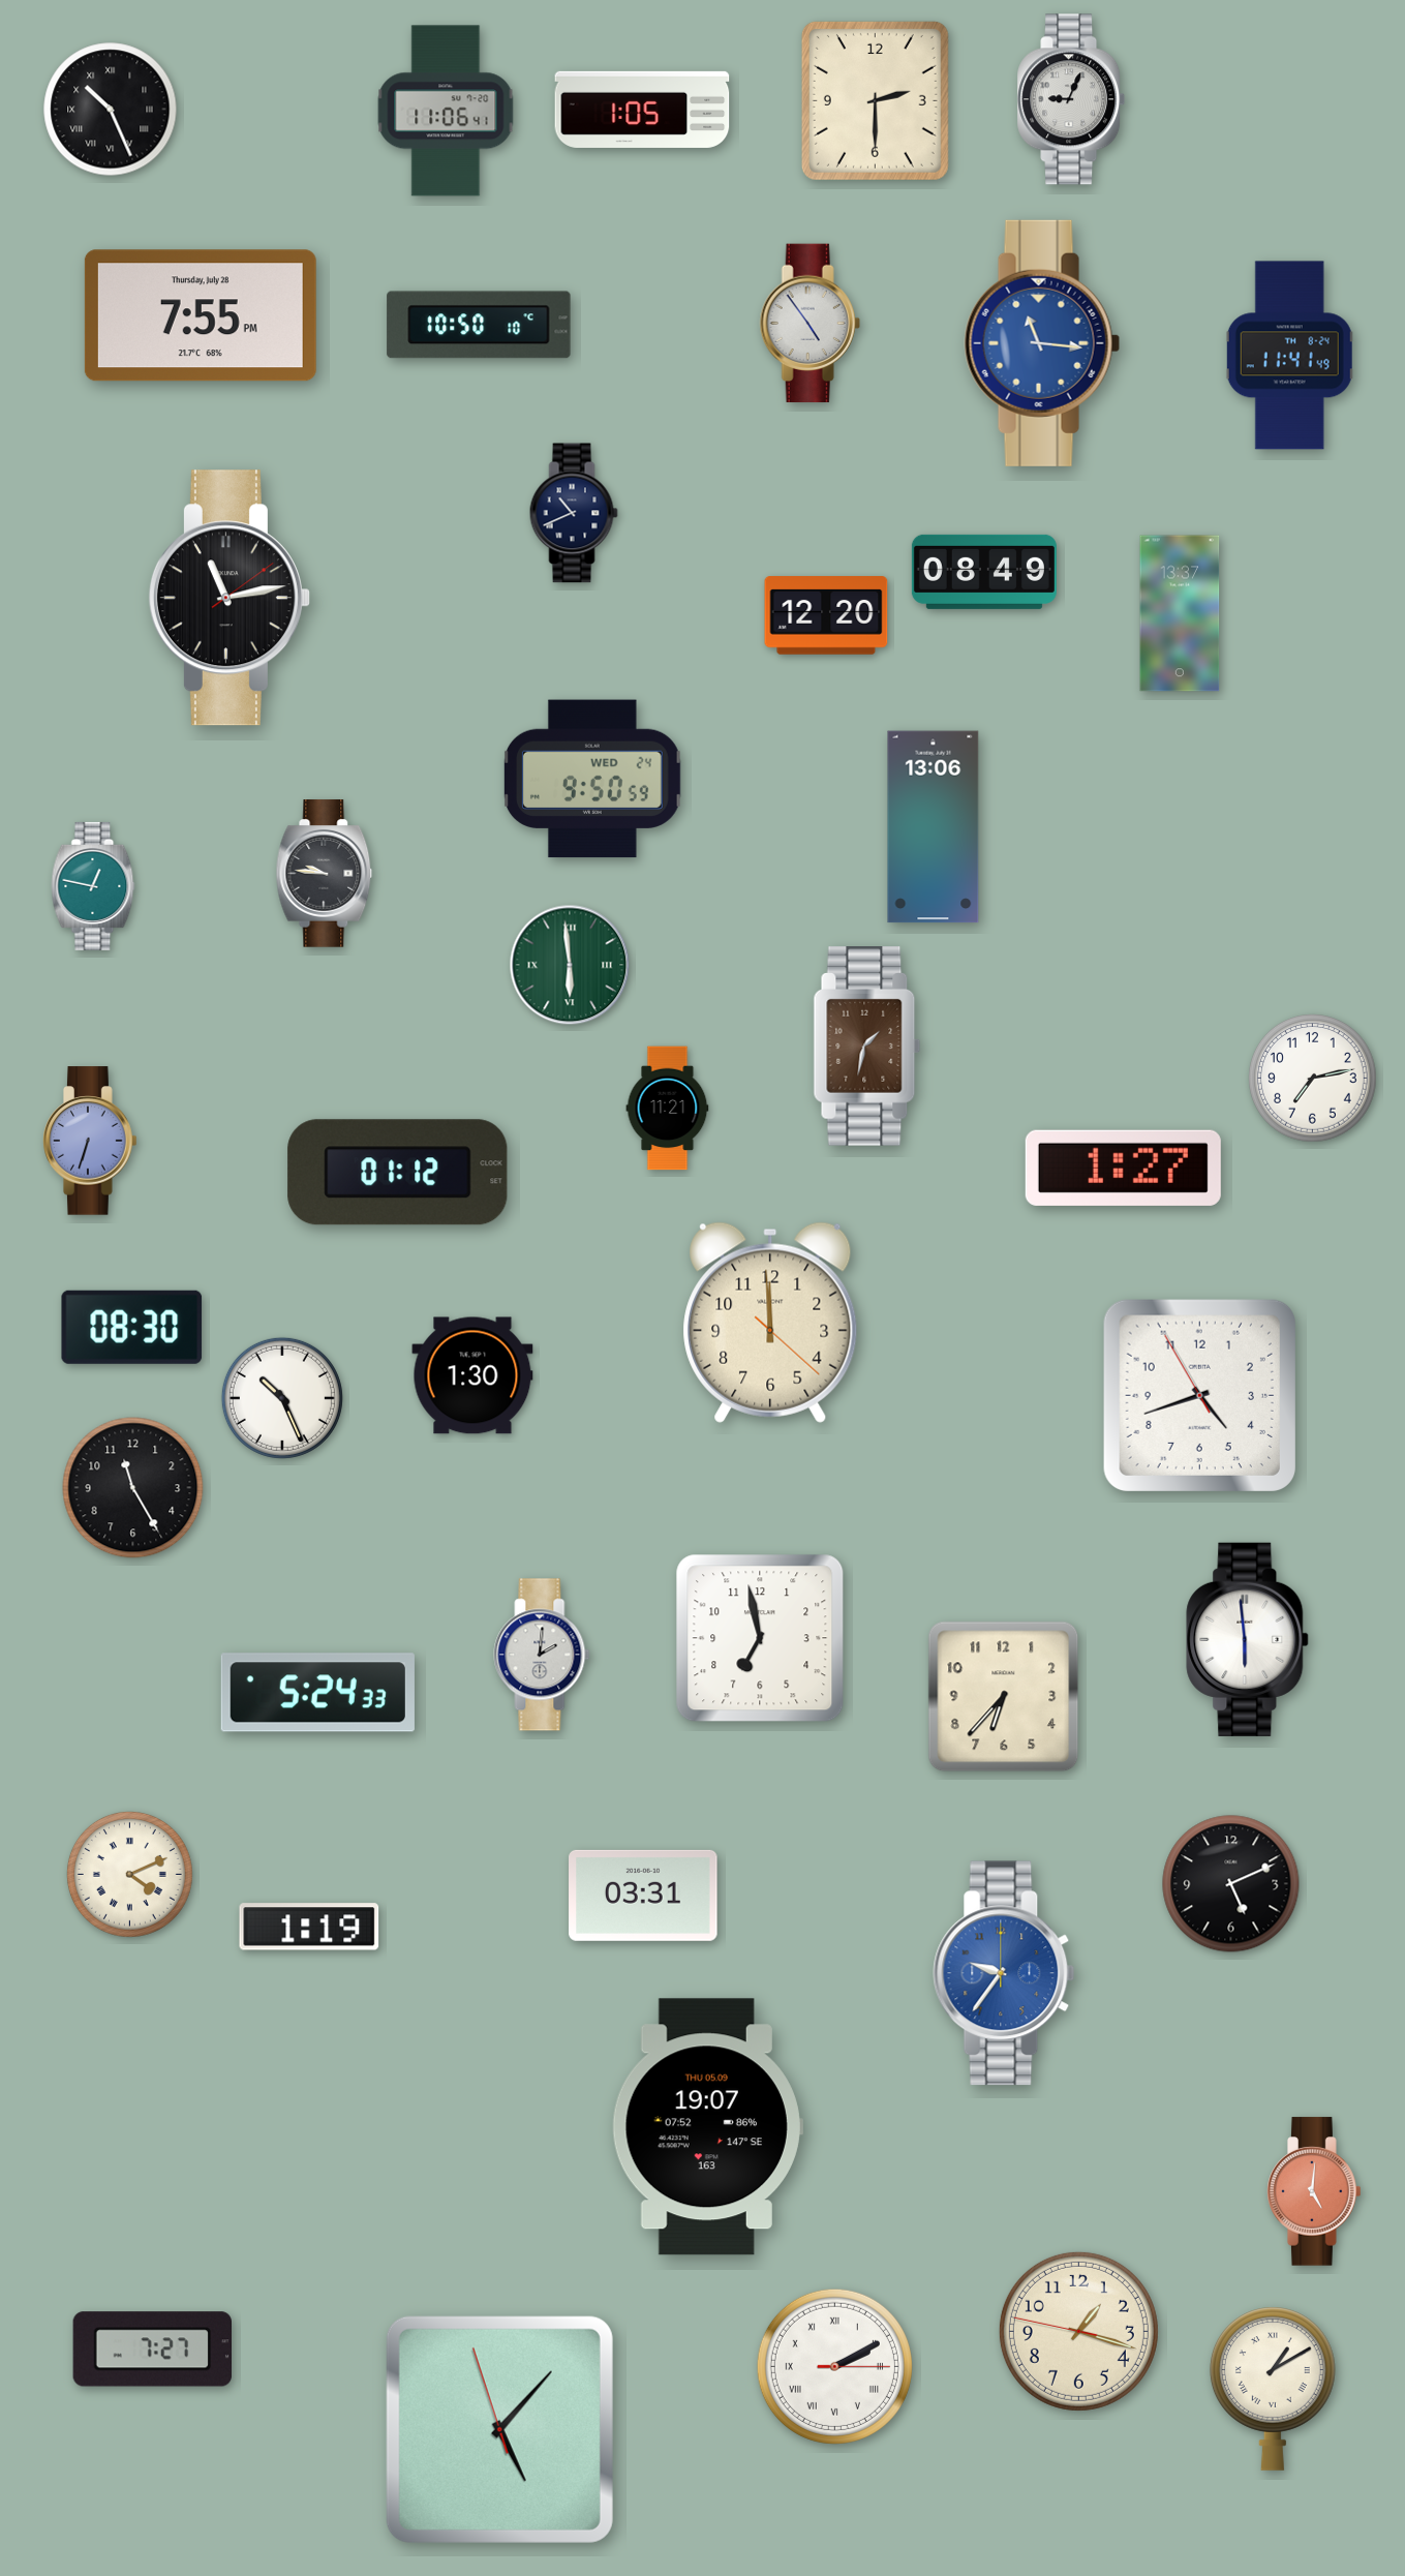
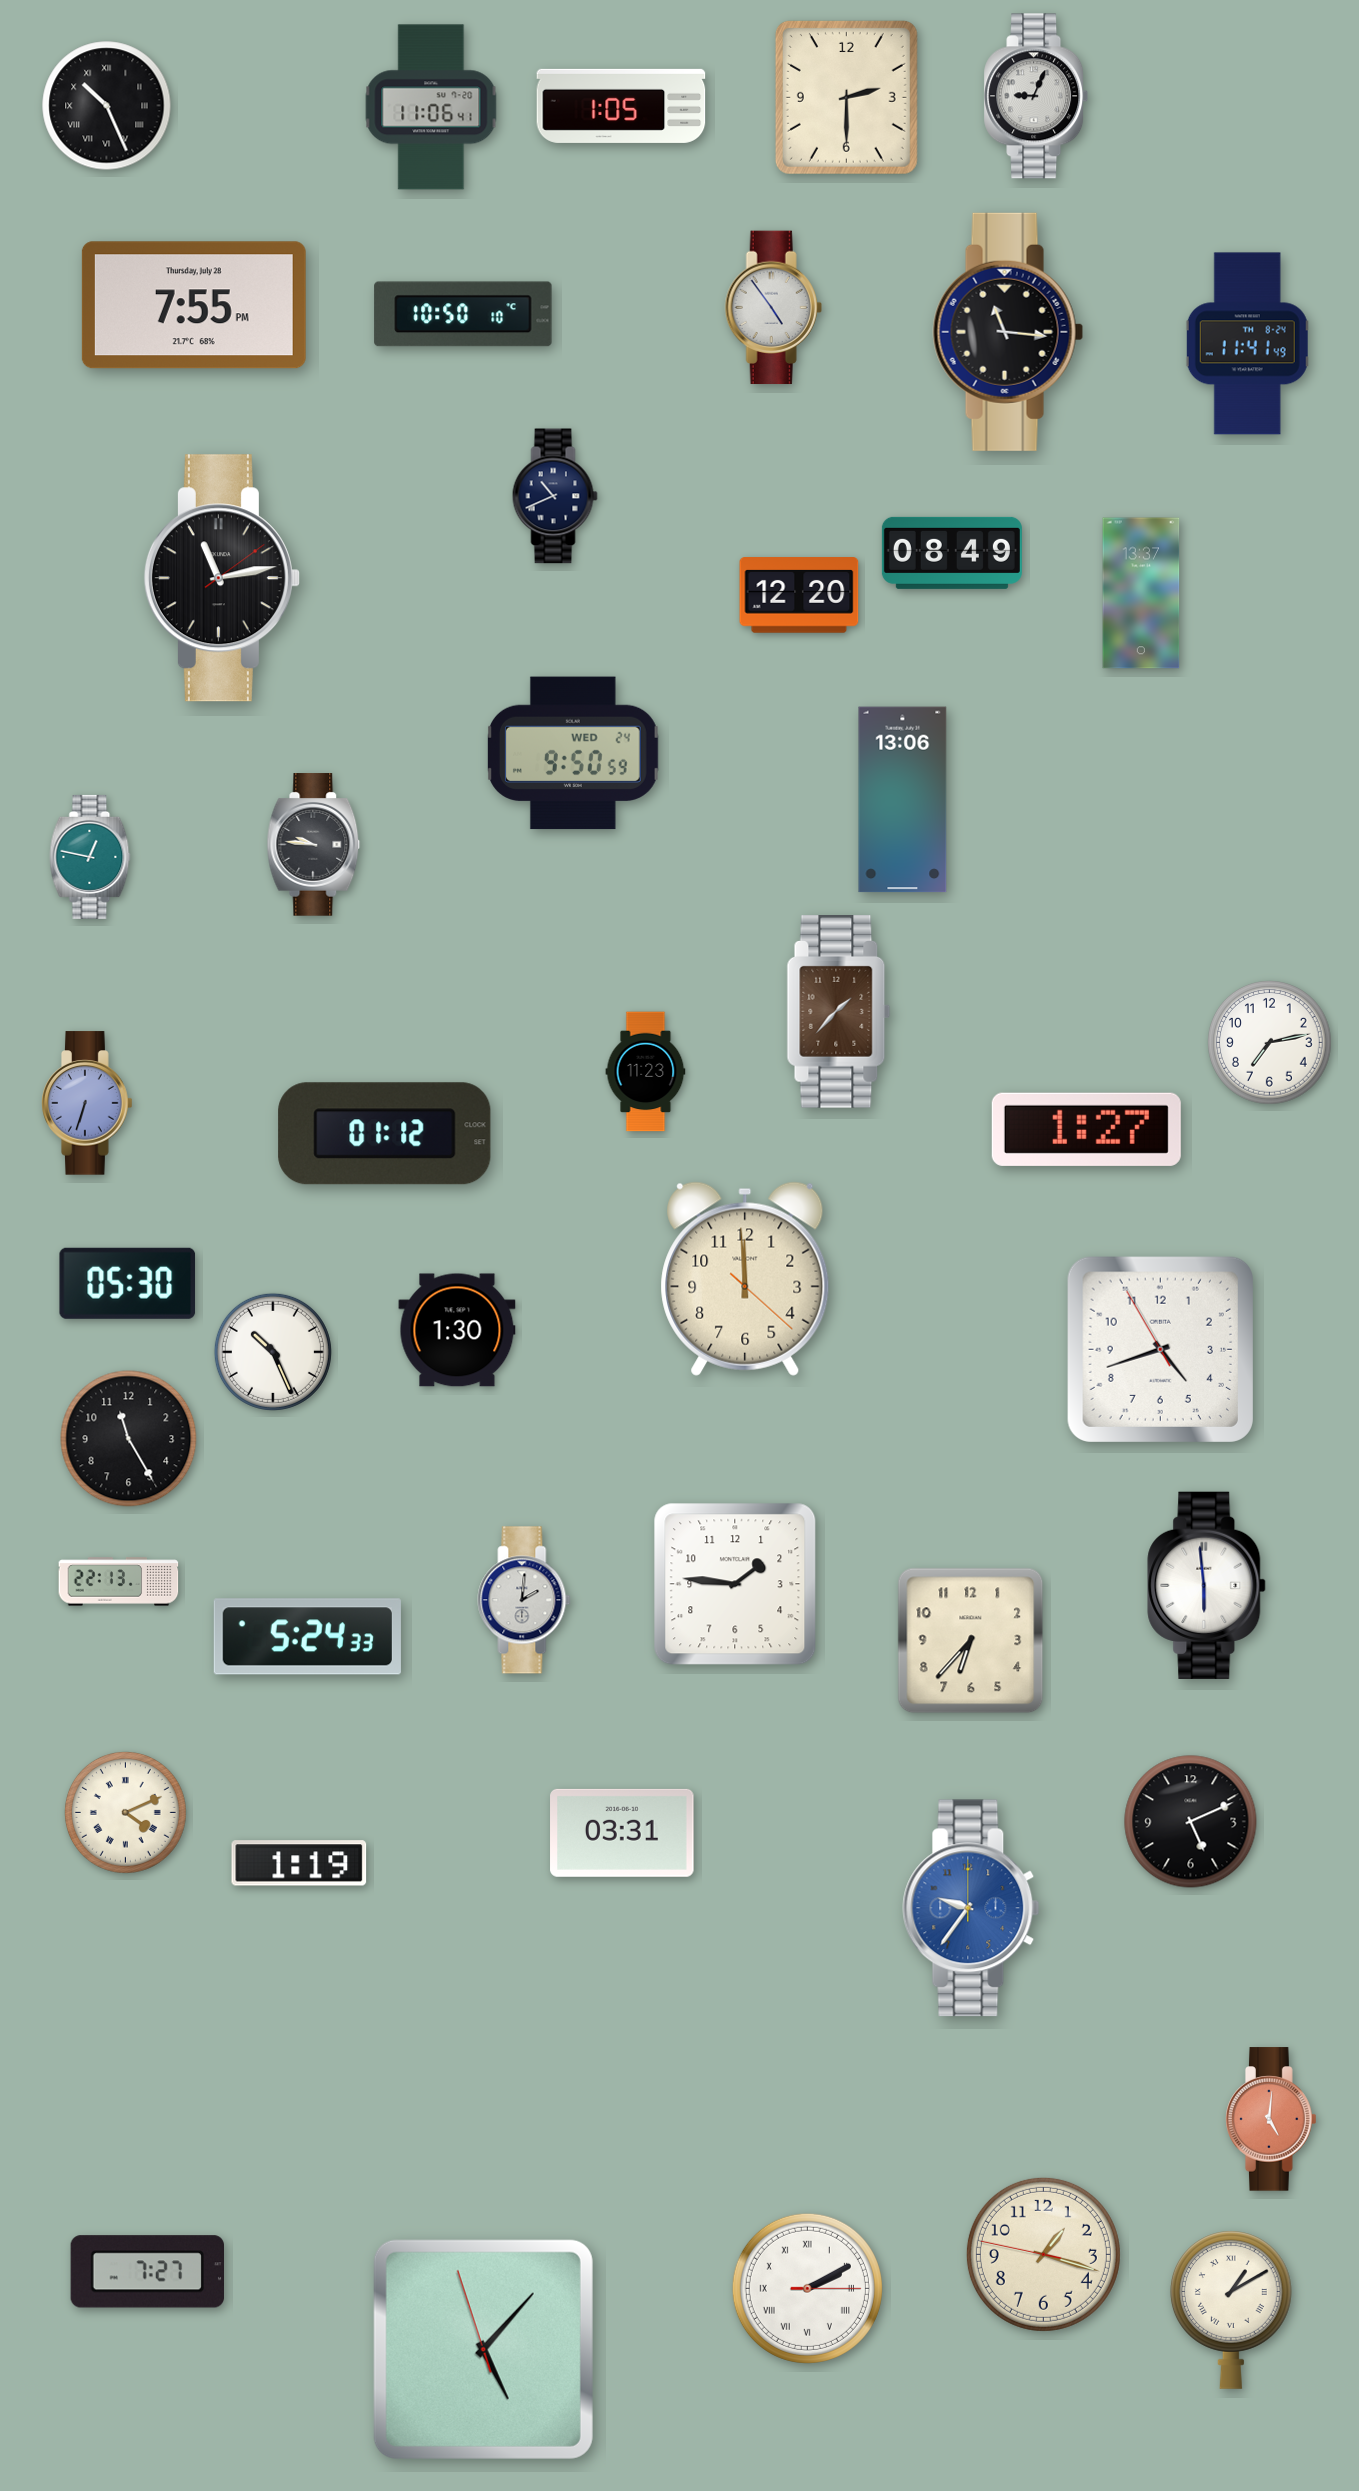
clock at (810, 324) position: (810, 324) -> (773, 308)
clock at (1042, 343) dial: blue -> black
clock at (570, 965): 5:59 -> none
clock at (867, 1047): 1:32 -> 1:37
clock at (668, 1109): 11:21 -> 11:23
clock at (132, 1327): 08:30 -> 05:30
clock at (119, 1582): none -> 22:13
clock at (760, 1638): 6:58 -> 1:46
clock at (707, 2127): 19:07 -> none
